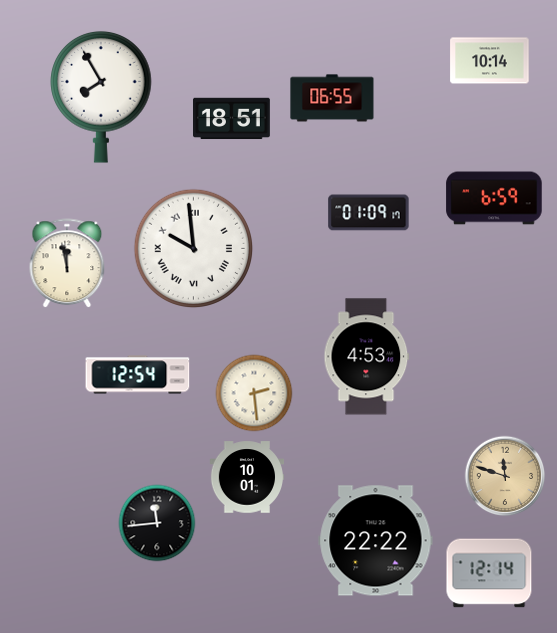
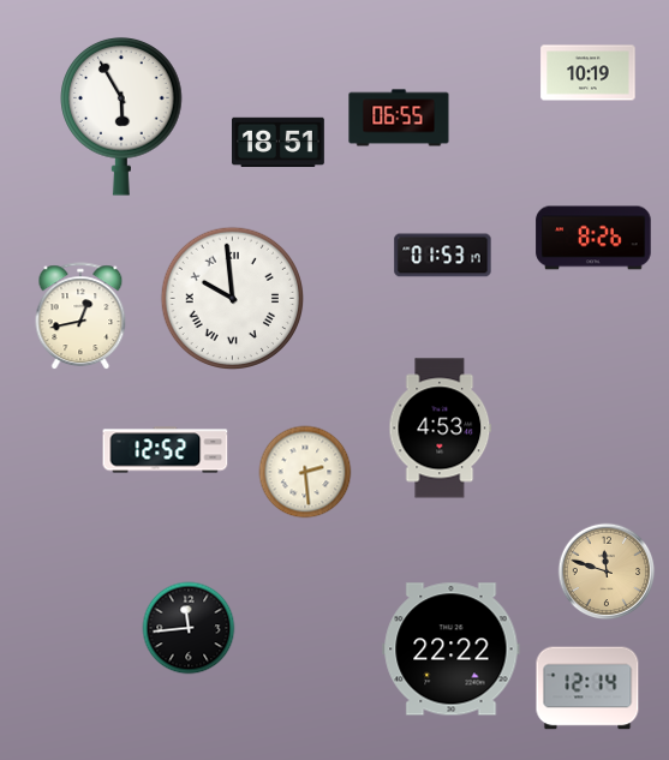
clock at (490, 61): 10:14 -> 10:19
clock at (101, 97): 7:55 -> 5:55
clock at (494, 198): 6:59 -> 8:26
clock at (369, 213): 01:09 -> 01:53
clock at (67, 264): 11:58 -> 12:43
clock at (138, 375): 12:54 -> 12:52
clock at (246, 477): 10:01 -> none
